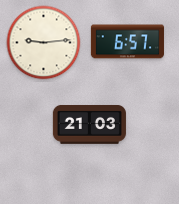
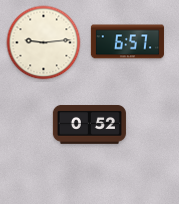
clock at (89, 124): 21:03 -> 0:52
